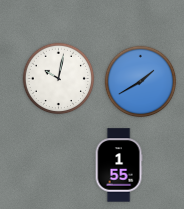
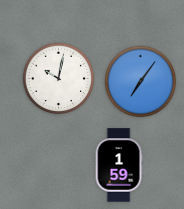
clock at (141, 82): 1:40 -> 7:06
clock at (119, 165): 1:55 -> 1:59
